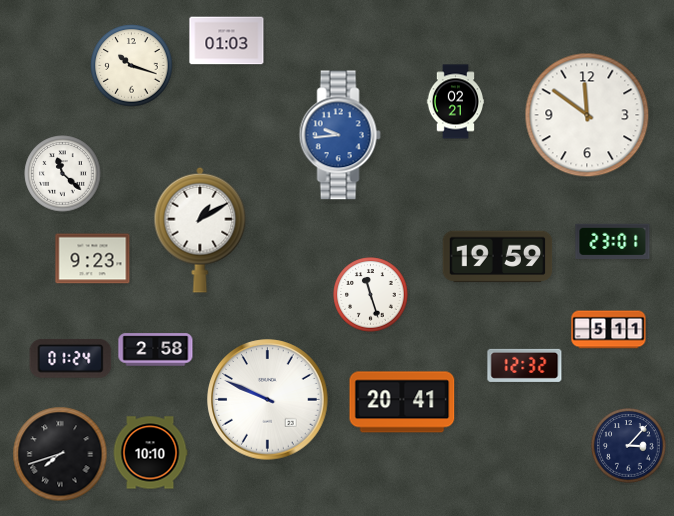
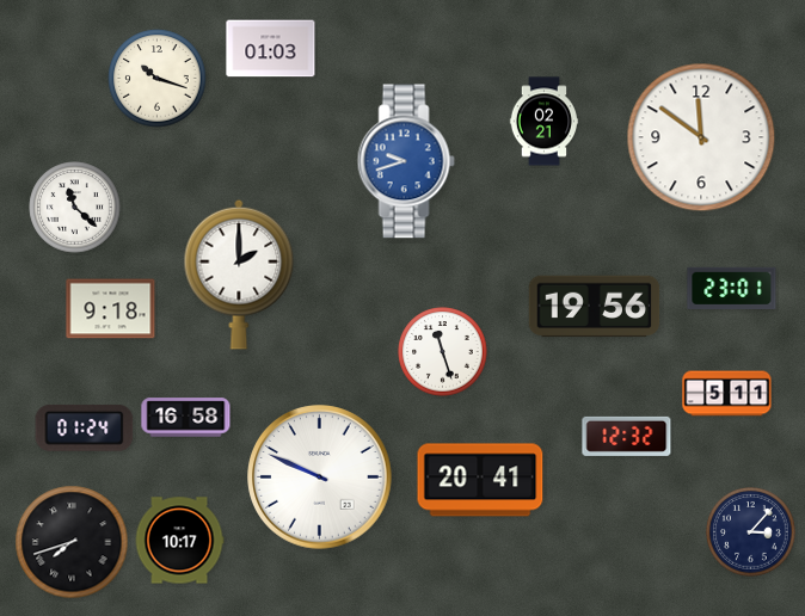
clock at (340, 135): 9:44 -> 9:42
clock at (200, 230): 1:10 -> 2:00
clock at (498, 257): 19:59 -> 19:56
clock at (93, 259): 9:23 -> 9:18
clock at (156, 350): 2:58 -> 16:58
clock at (150, 453): 10:10 -> 10:17
